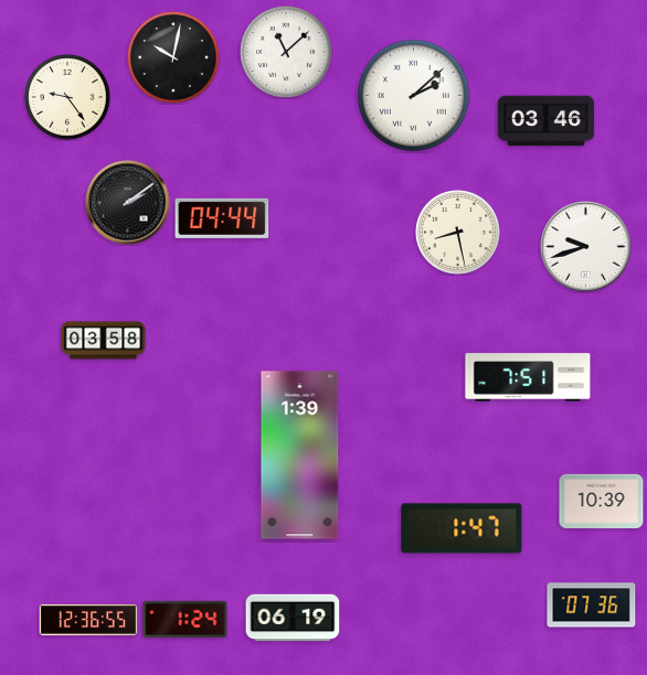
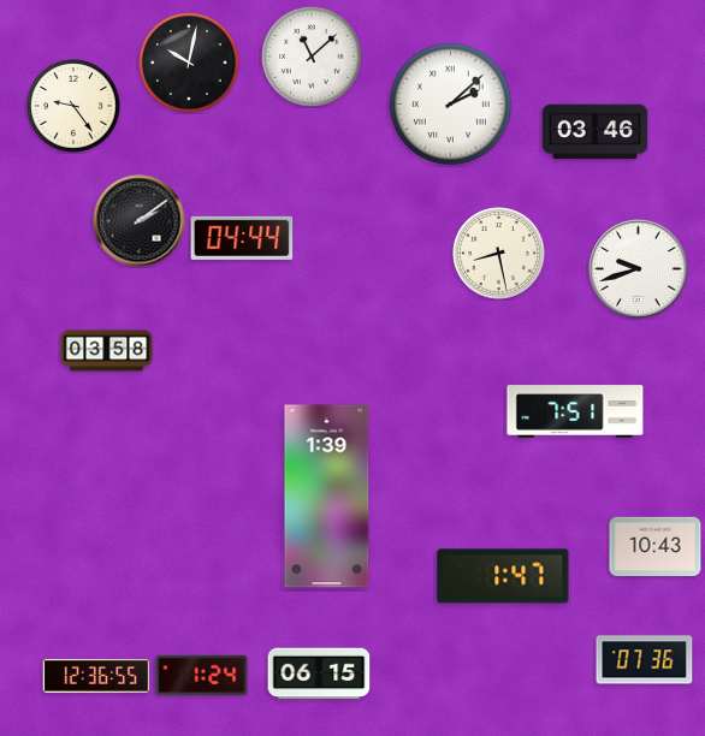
clock at (104, 341) position: (104, 341) -> (107, 351)
clock at (602, 501): 10:39 -> 10:43
clock at (293, 618): 06:19 -> 06:15
